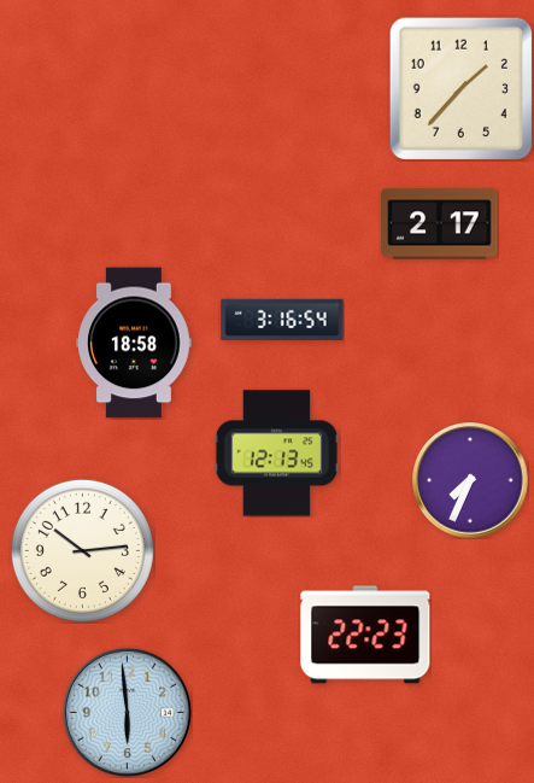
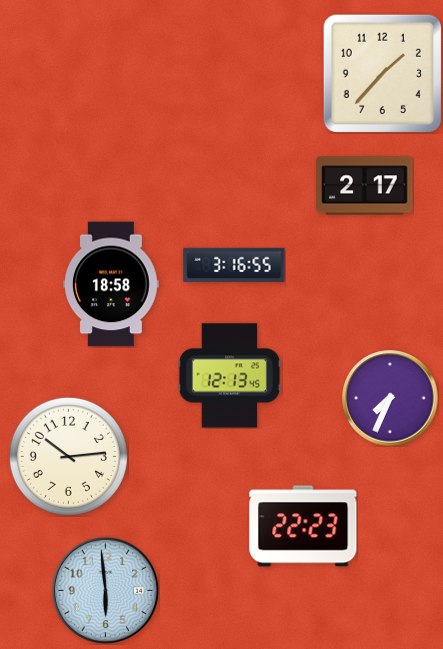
clock at (282, 320): 3:16:54 -> 3:16:55
